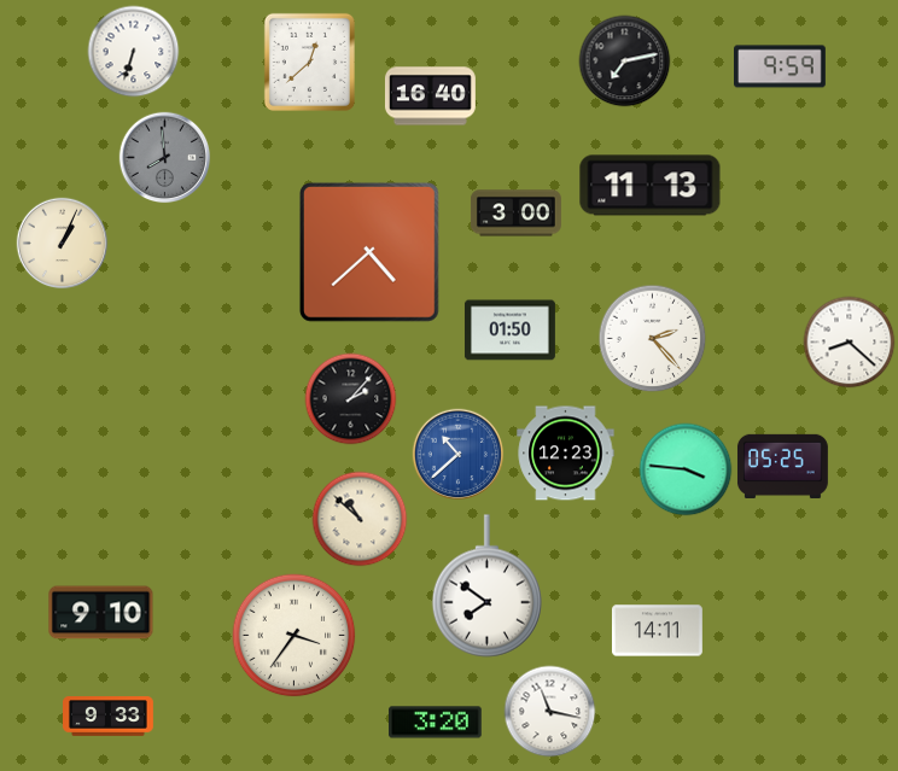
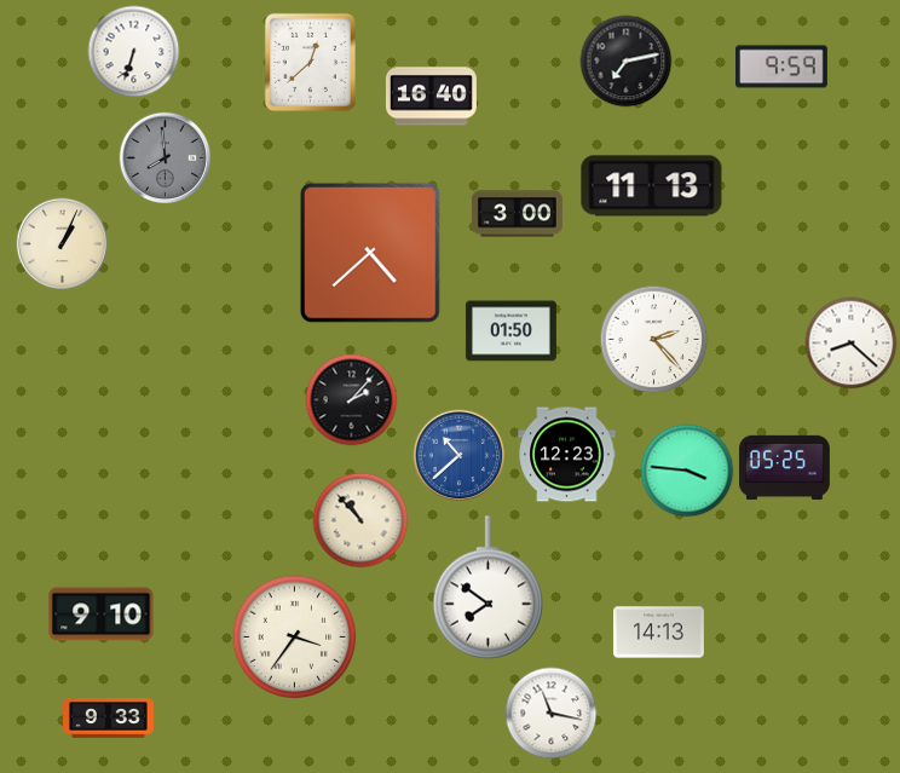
clock at (360, 519): 10:52 -> 10:53
clock at (657, 631): 14:11 -> 14:13
clock at (436, 723): 3:20 -> none
